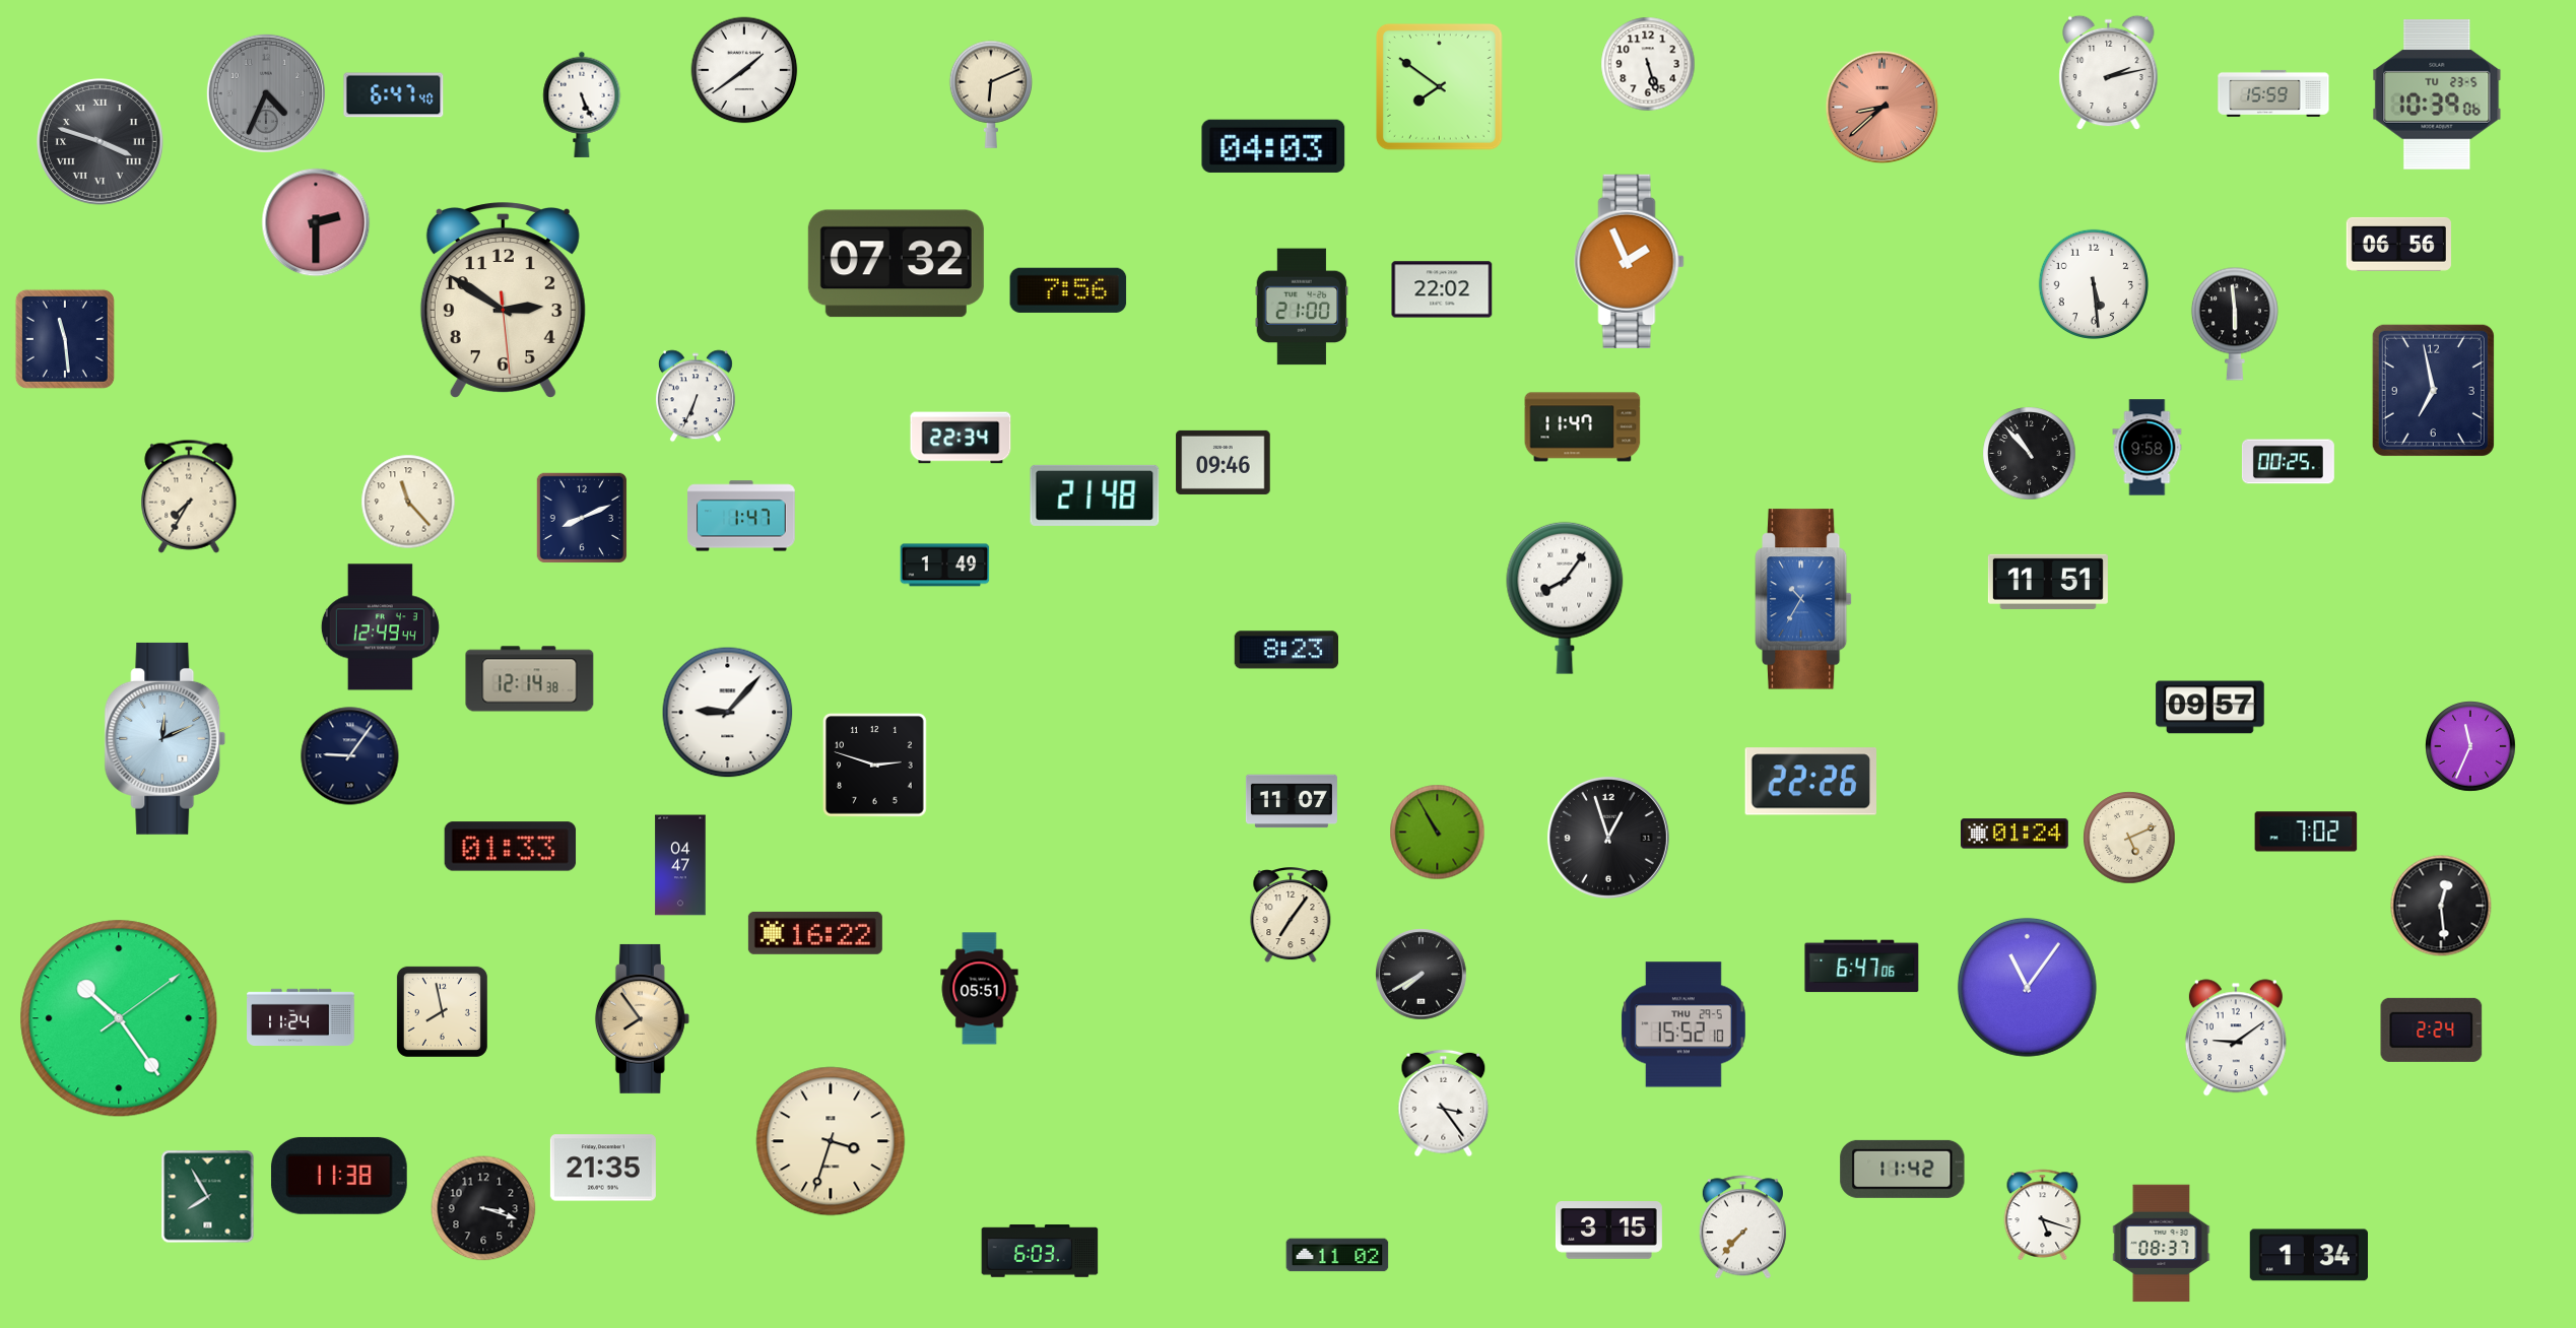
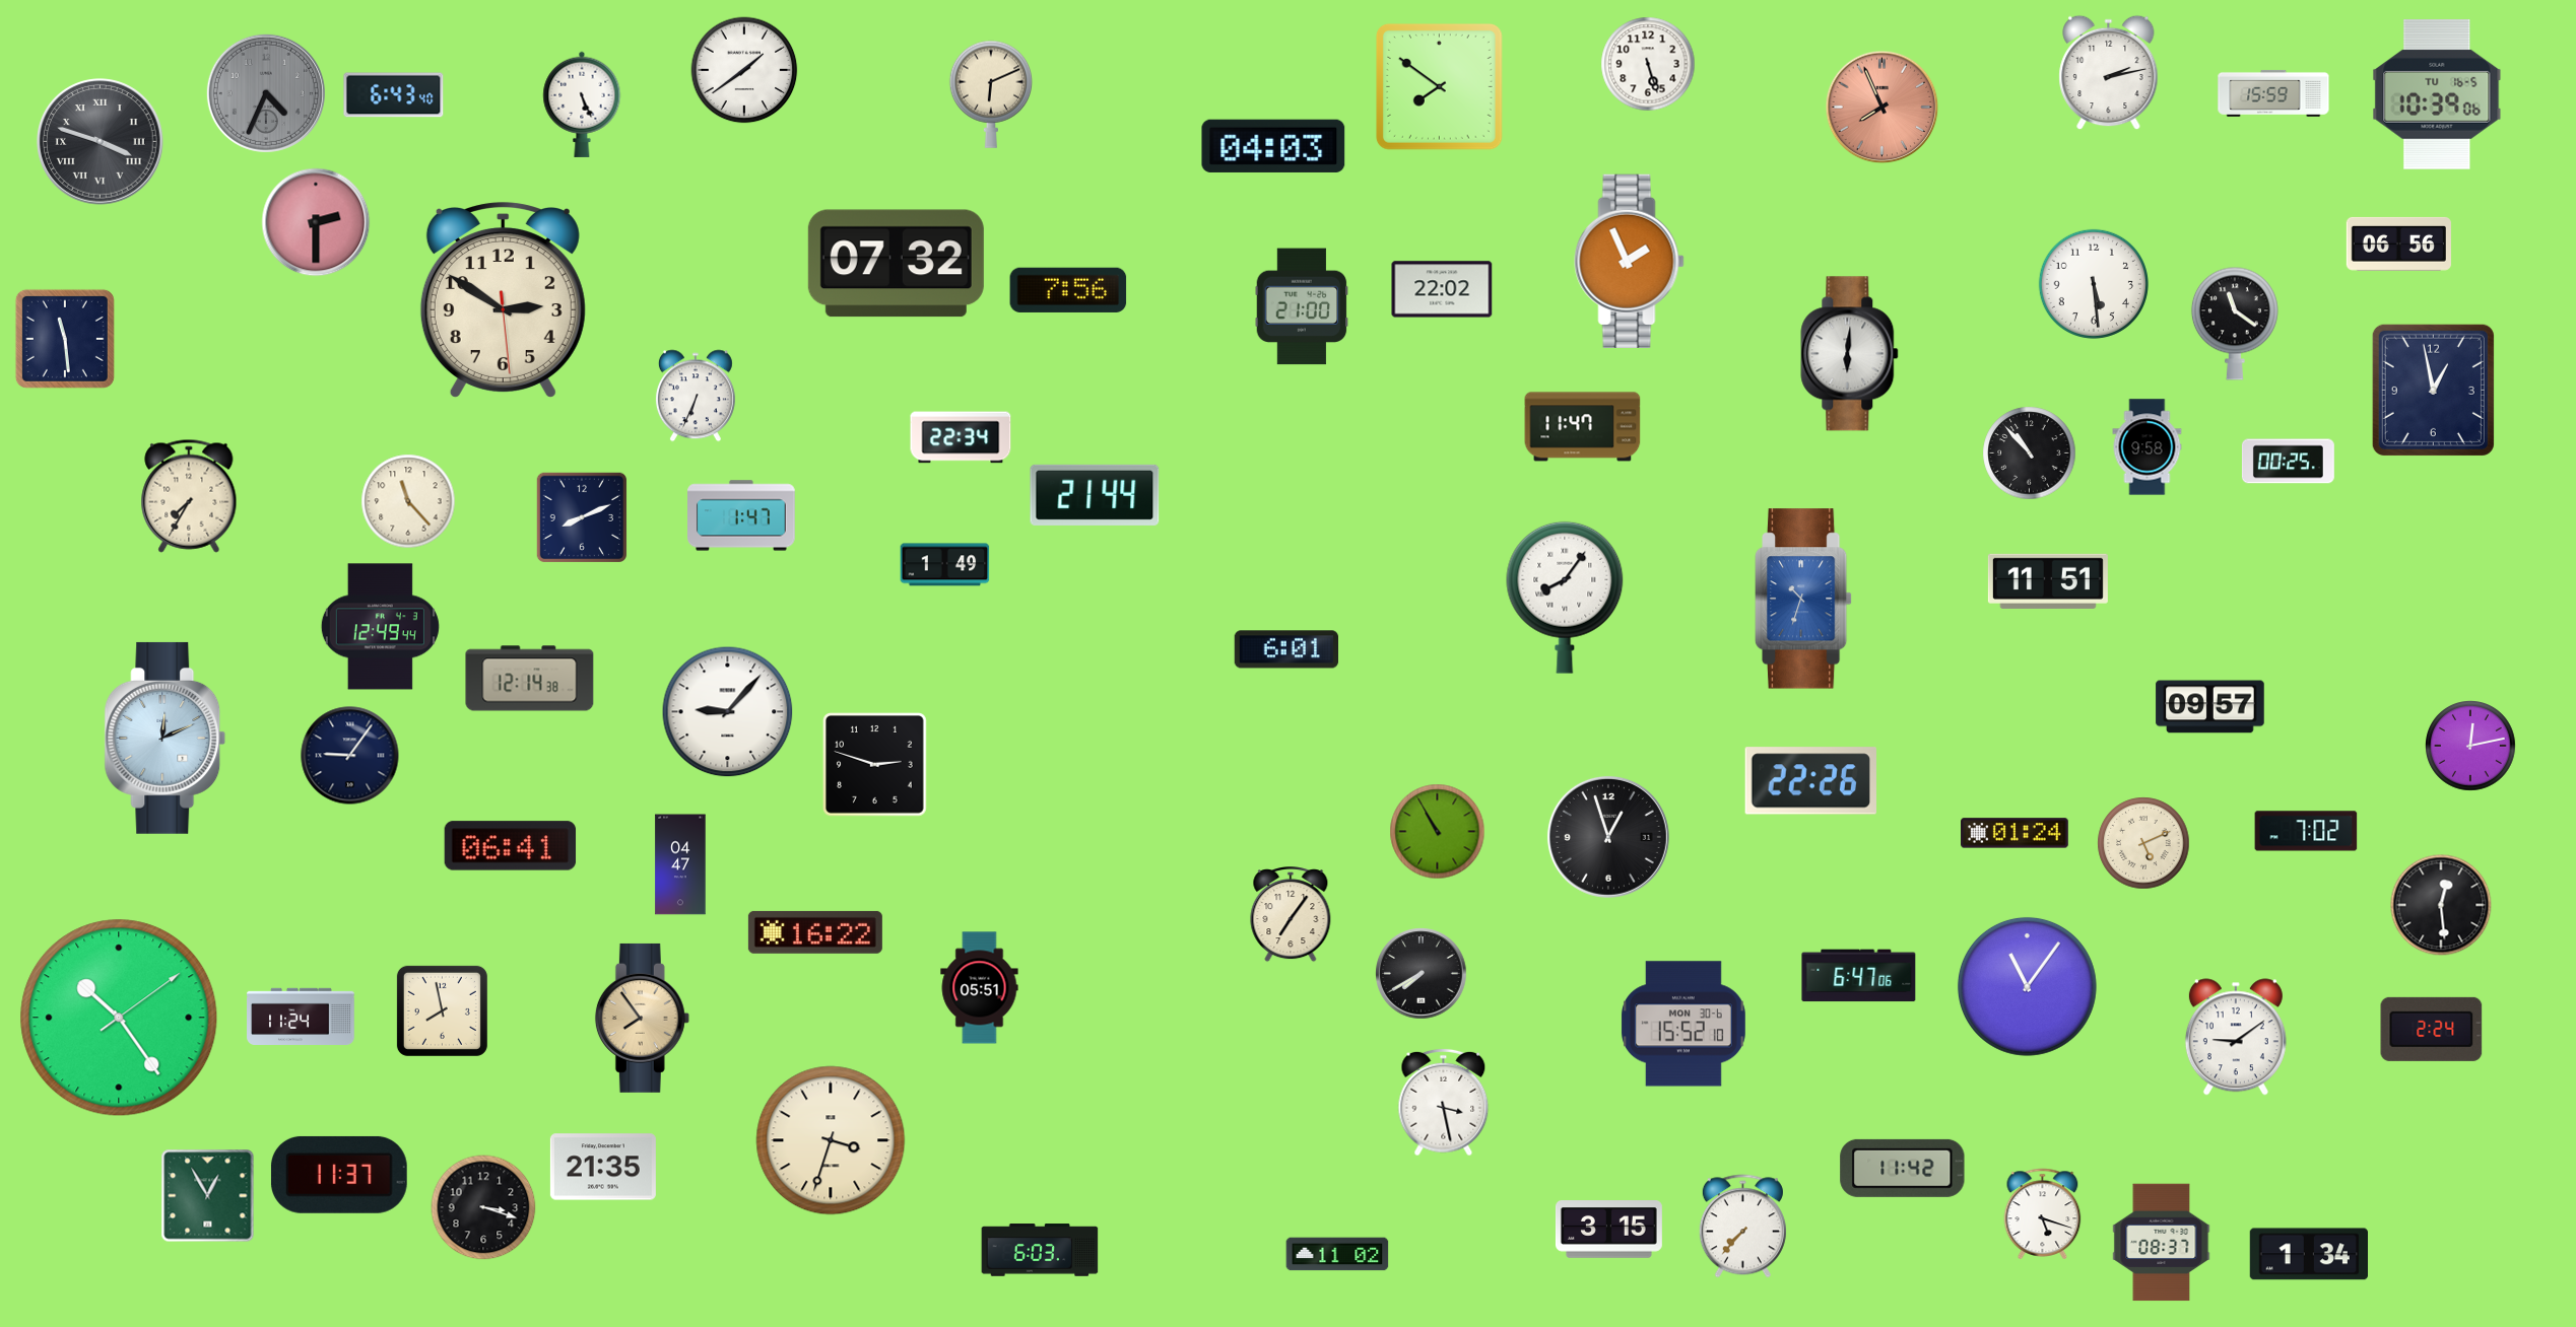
clock at (2437, 94) date: TU 23-5 -> TU 16-5
clock at (394, 95): 6:47 -> 6:43
clock at (1883, 108): 8:38 -> 7:56
clock at (2235, 324): 5:59 -> 11:21
clock at (1850, 354): none -> 6:01
clock at (2433, 390): 6:58 -> 12:58
clock at (1224, 462): 09:46 -> none
clock at (1095, 495): 21:48 -> 21:44
clock at (1803, 599): 10:35 -> 10:33
clock at (1285, 650): 8:23 -> 6:01
clock at (2470, 746): 11:34 -> 12:13
clock at (1292, 801): 11:07 -> none
clock at (2129, 838) position: (2129, 838) -> (2143, 843)
clock at (511, 847): 01:33 -> 06:41
clock at (1862, 967) position: (1862, 967) -> (1859, 976)
clock at (1683, 1024) date: THU 29-5 -> MON 30-6
clock at (1444, 1104): 3:24 -> 3:28
clock at (339, 1176): 11:38 -> 11:37
clock at (208, 1197): 7:55 -> 12:55
